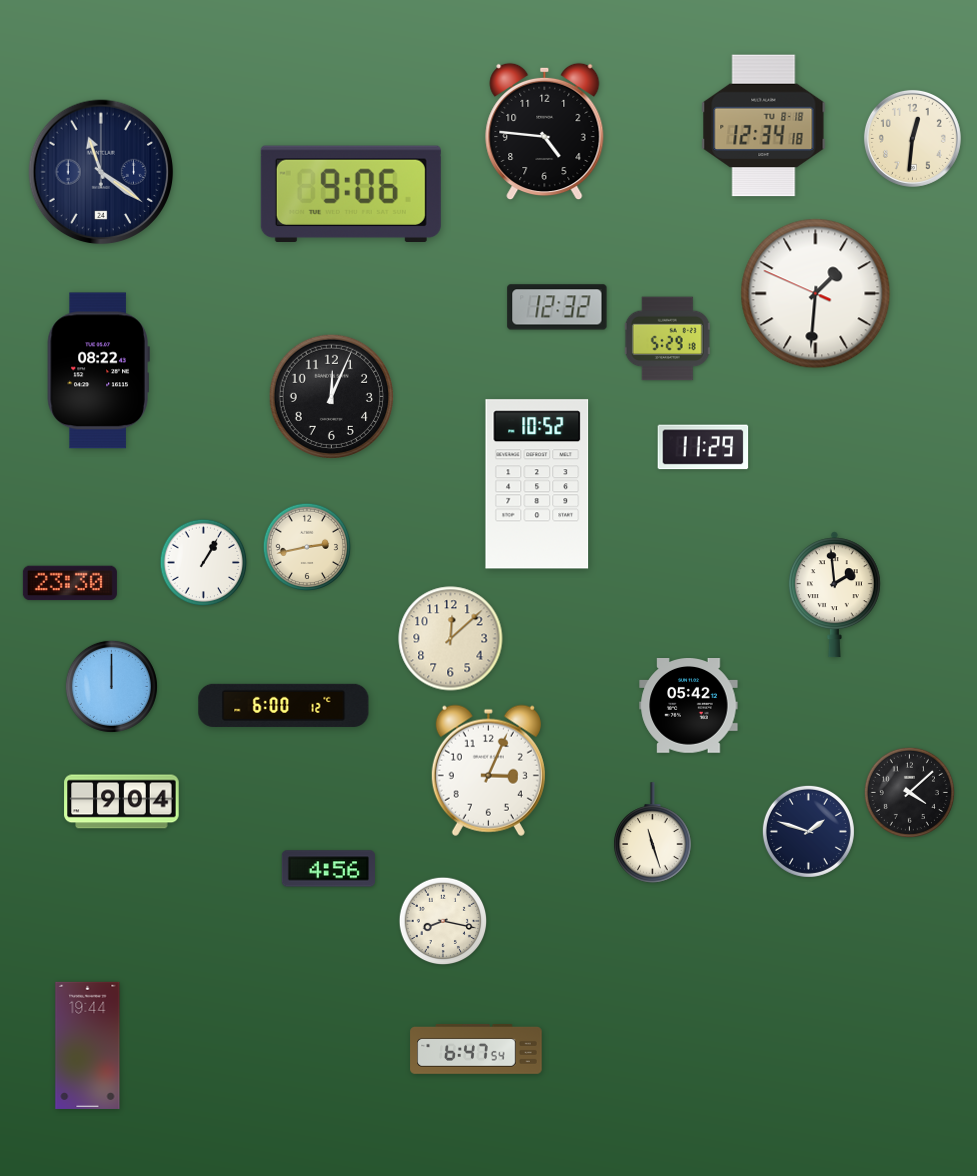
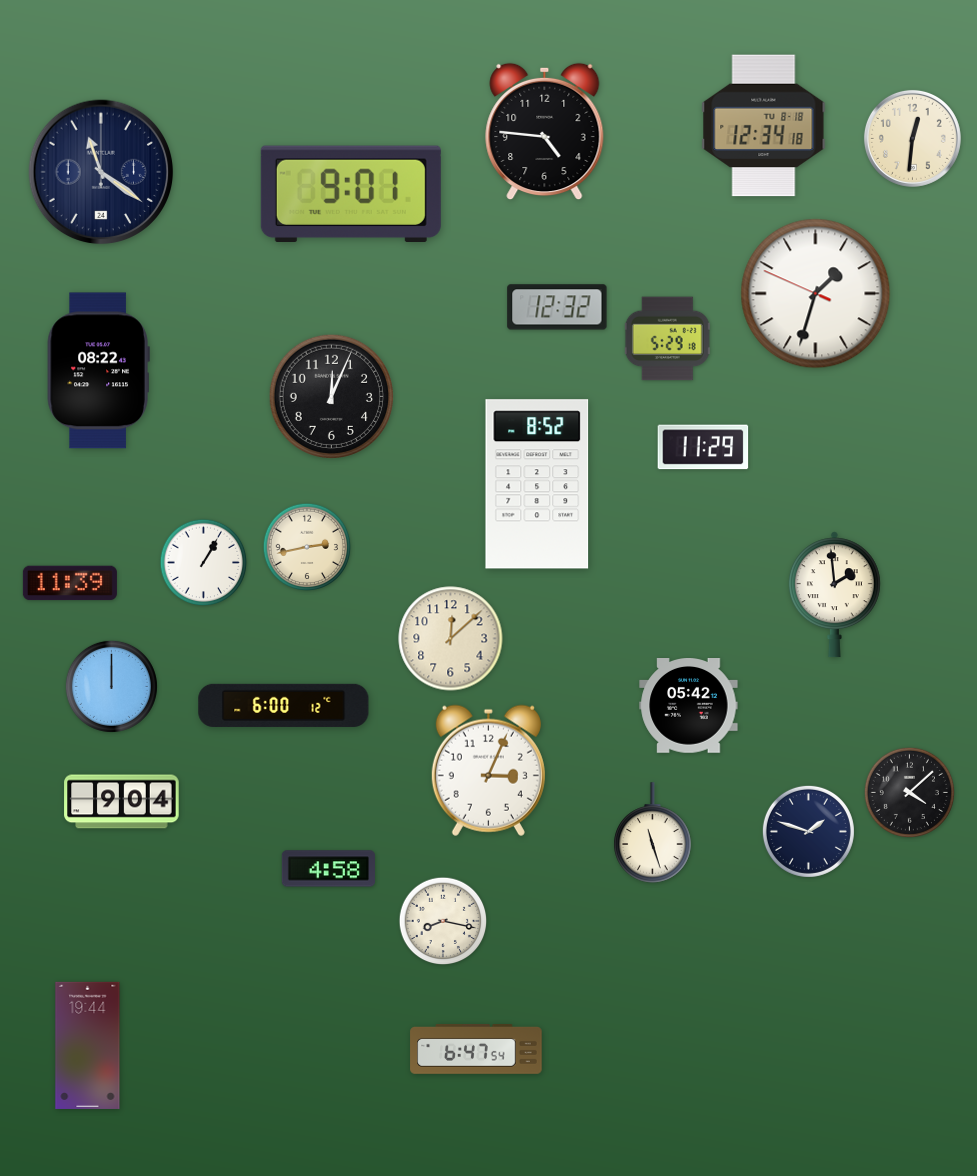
clock at (351, 193): 9:06 -> 9:01
clock at (816, 294): 1:30 -> 1:32
clock at (537, 484): 10:52 -> 8:52
clock at (70, 583): 23:30 -> 11:39
clock at (328, 869): 4:56 -> 4:58
